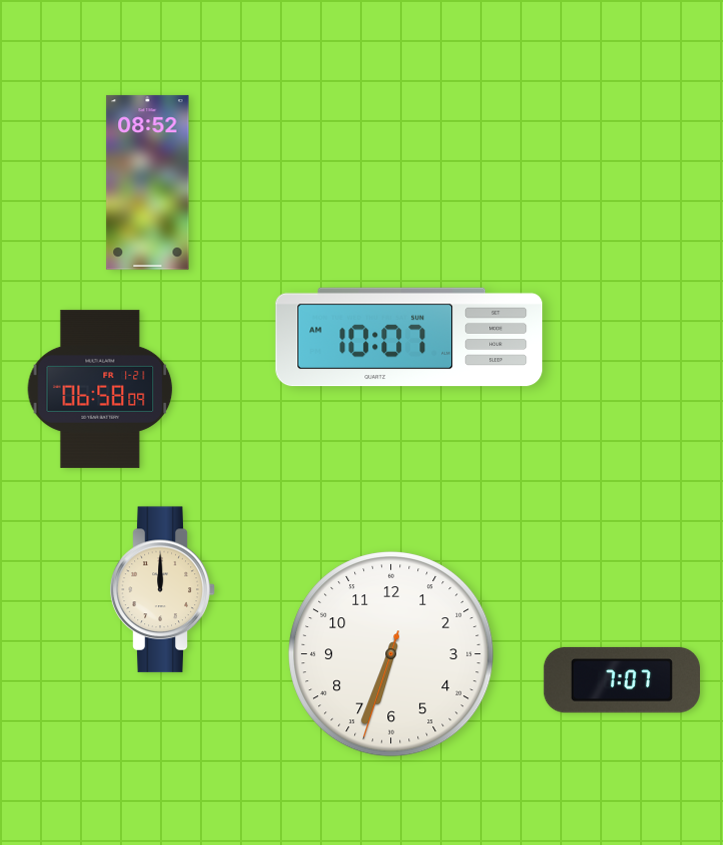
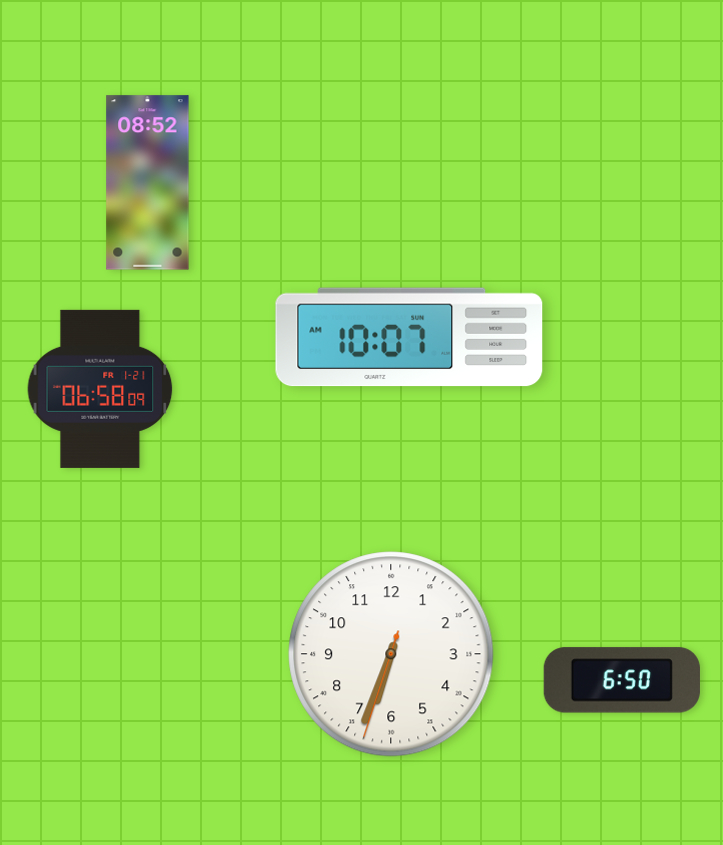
clock at (162, 590): 12:00 -> none
clock at (622, 680): 7:07 -> 6:50
